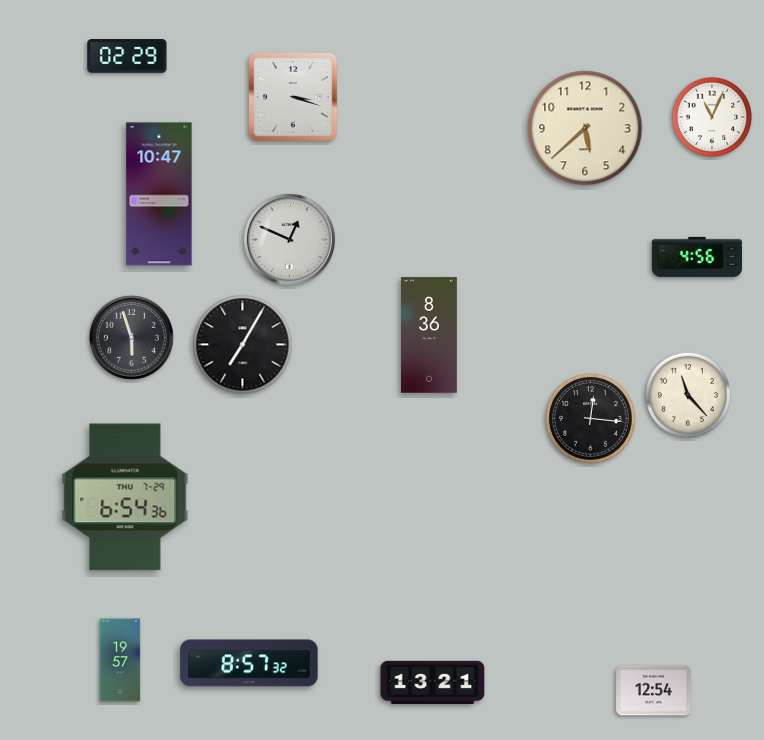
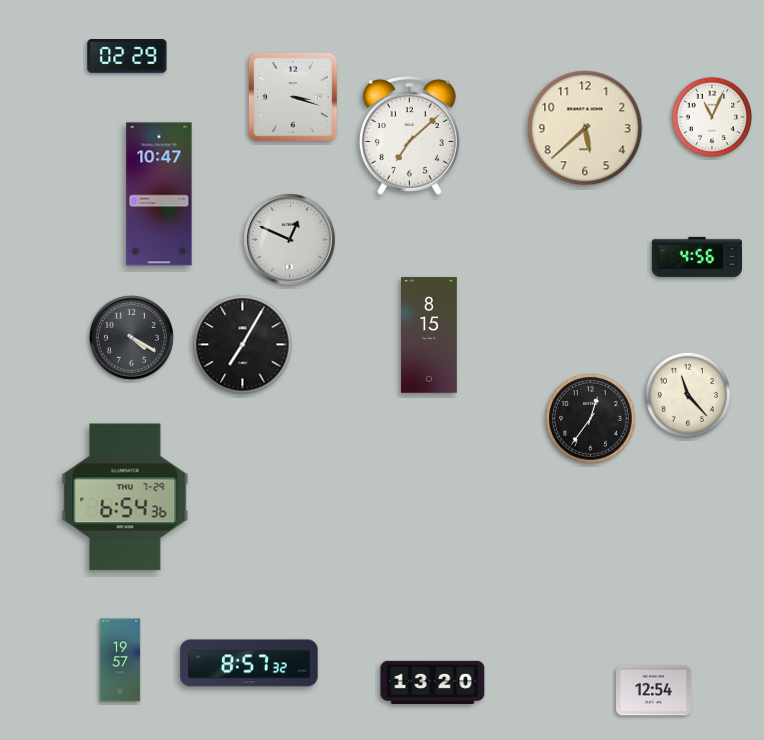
clock at (409, 135): none -> 7:08
clock at (430, 335): 8:36 -> 8:15
clock at (131, 337): 5:57 -> 4:20
clock at (591, 419): 12:16 -> 12:36
clock at (433, 682): 13:21 -> 13:20
